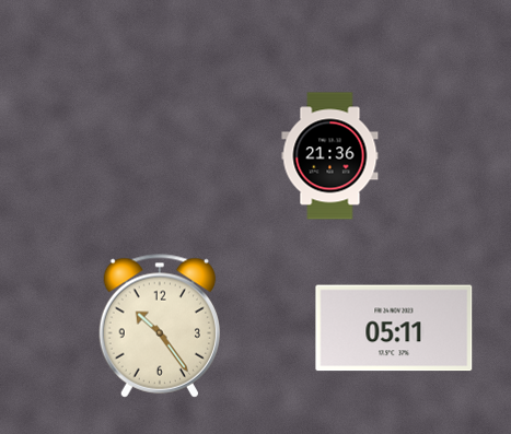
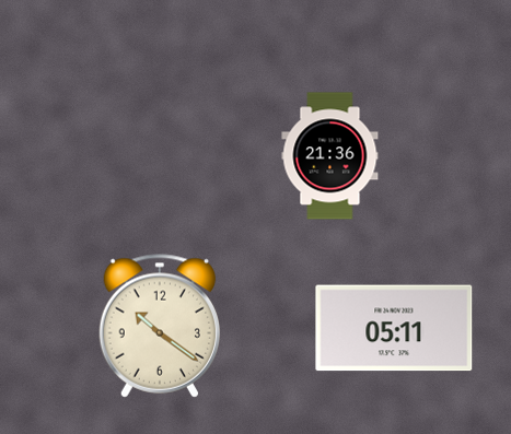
clock at (159, 326): 10:24 -> 10:21
